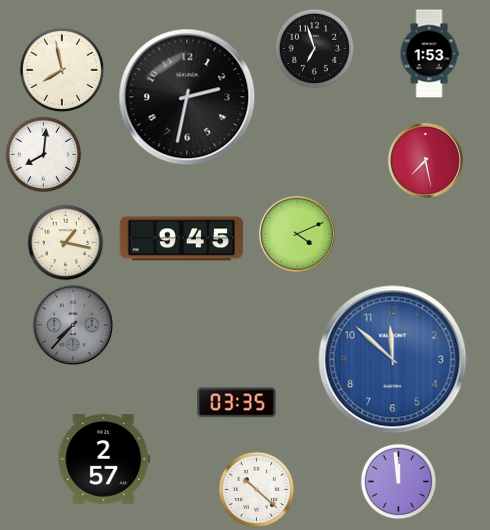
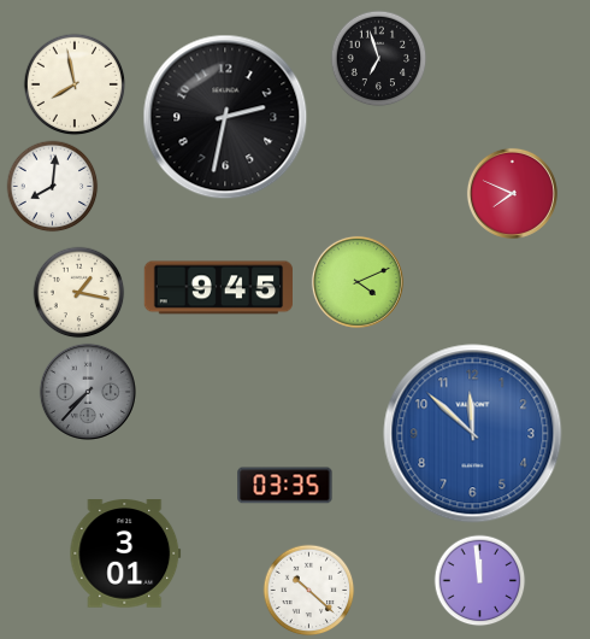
clock at (429, 54): 1:53 -> none
clock at (425, 160): 7:28 -> 7:49
clock at (104, 459): 2:57 -> 3:01
